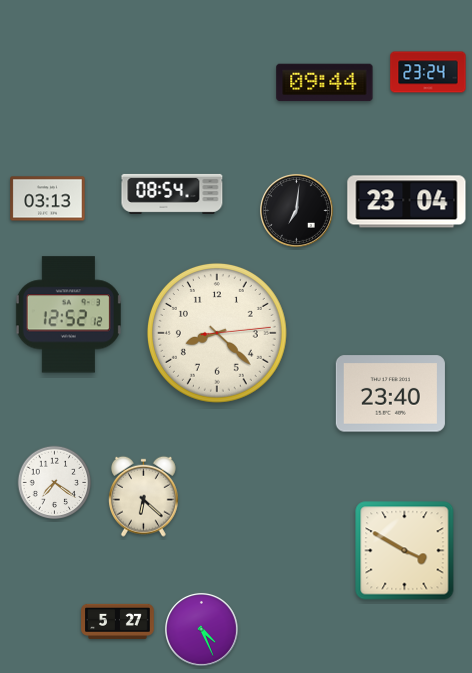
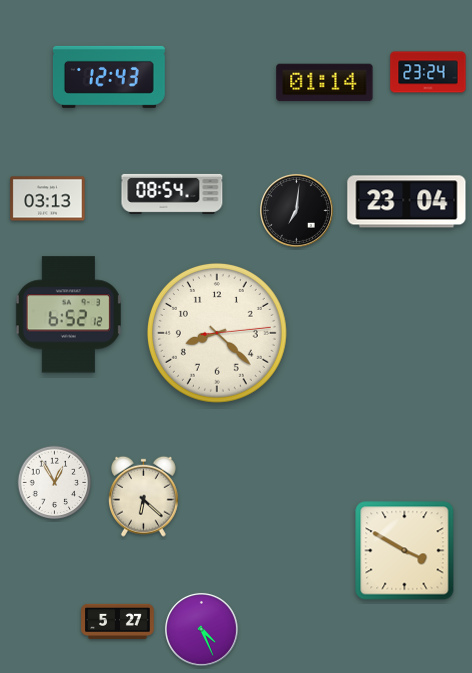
clock at (109, 77): none -> 12:43
clock at (325, 83): 09:44 -> 01:14
clock at (68, 315): 12:52 -> 6:52
clock at (390, 394): 23:40 -> none
clock at (55, 483): 7:21 -> 12:55
